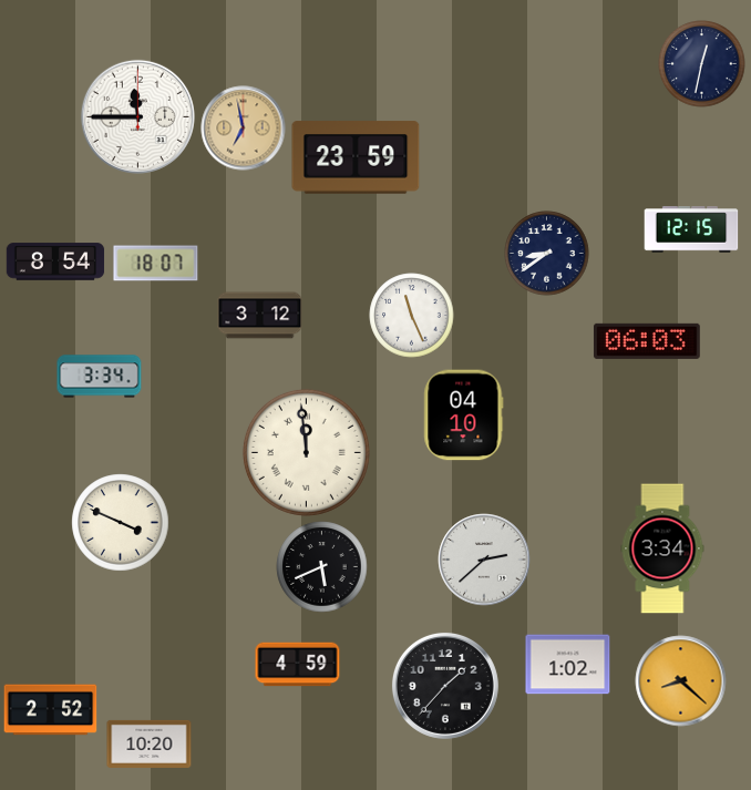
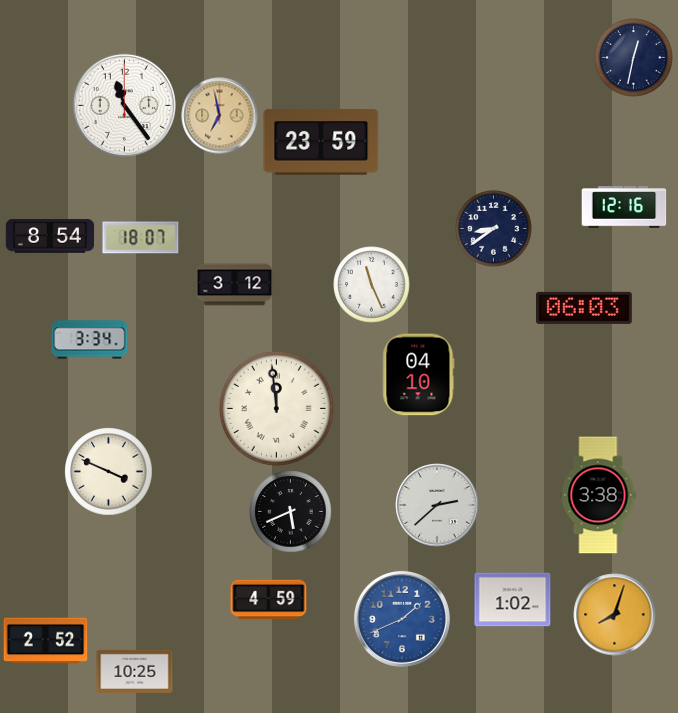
clock at (137, 116): 11:45 -> 11:24
clock at (691, 229): 12:15 -> 12:16
clock at (662, 548): 3:34 -> 3:38
clock at (681, 681): 8:22 -> 8:03
clock at (445, 686): 1:37 -> 1:41
clock at (445, 686) dial: black -> blue
clock at (150, 743): 10:20 -> 10:25
